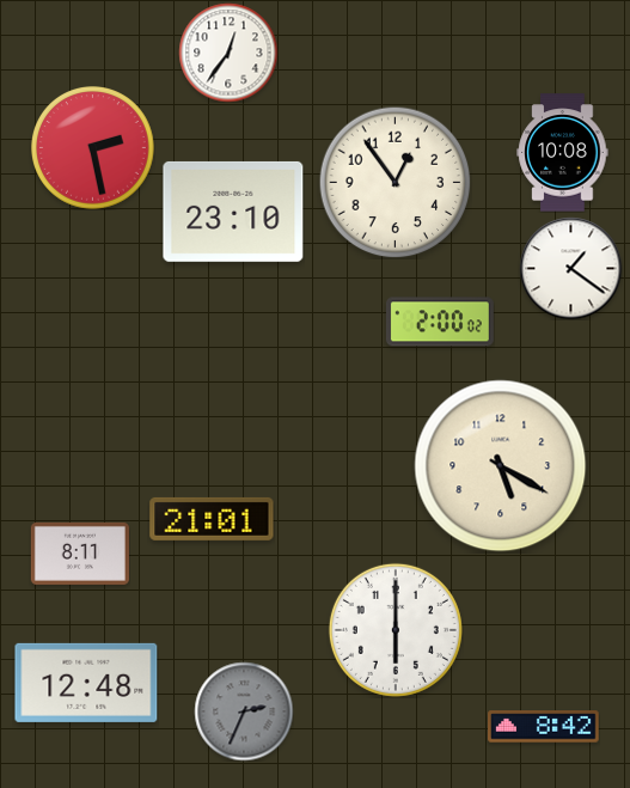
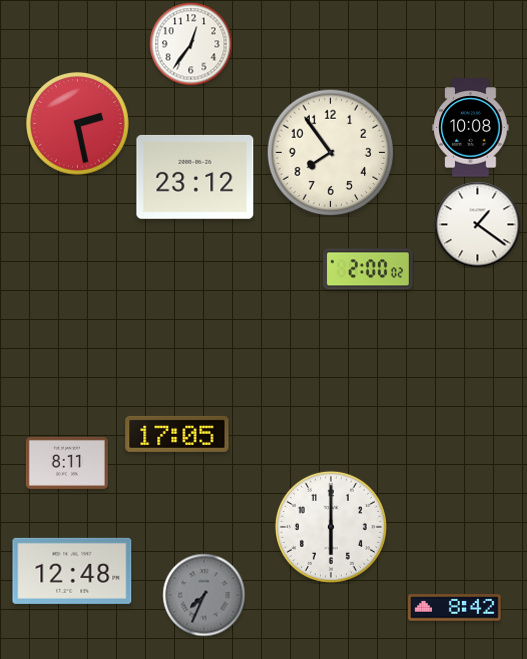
clock at (394, 182): 12:54 -> 7:54
clock at (233, 212): 23:10 -> 23:12
clock at (501, 466): 5:20 -> none
clock at (212, 519): 21:01 -> 17:05
clock at (244, 711): 2:34 -> 7:34
